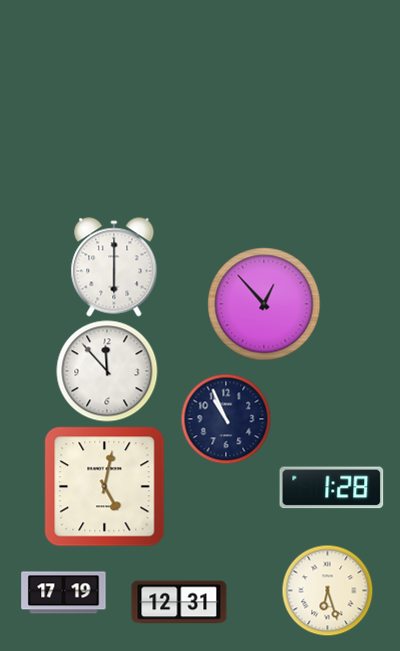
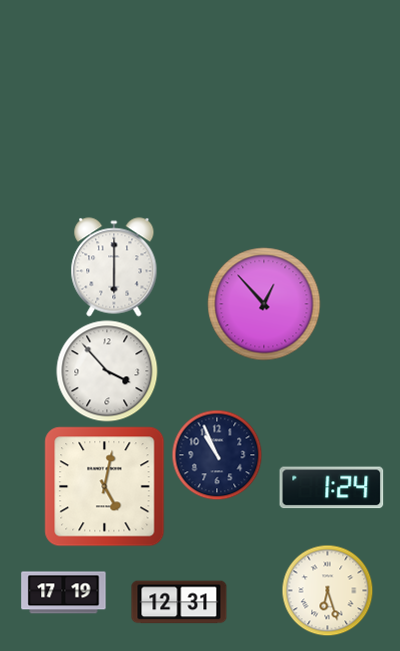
clock at (107, 371): 11:53 -> 3:53
clock at (226, 419) position: (226, 419) -> (217, 455)
clock at (332, 488): 1:28 -> 1:24
